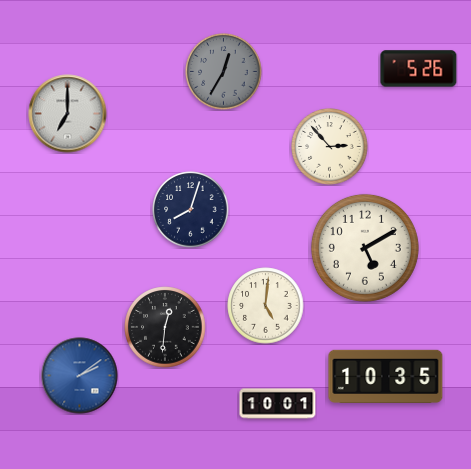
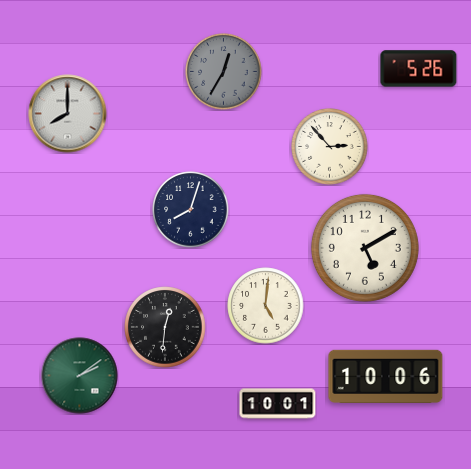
clock at (68, 114): 7:00 -> 8:00
clock at (80, 376) dial: blue -> green
clock at (386, 376): 10:35 -> 10:06
